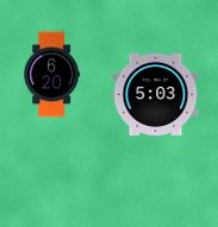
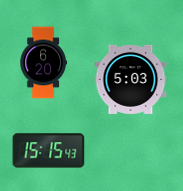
clock at (49, 151): none -> 15:15
